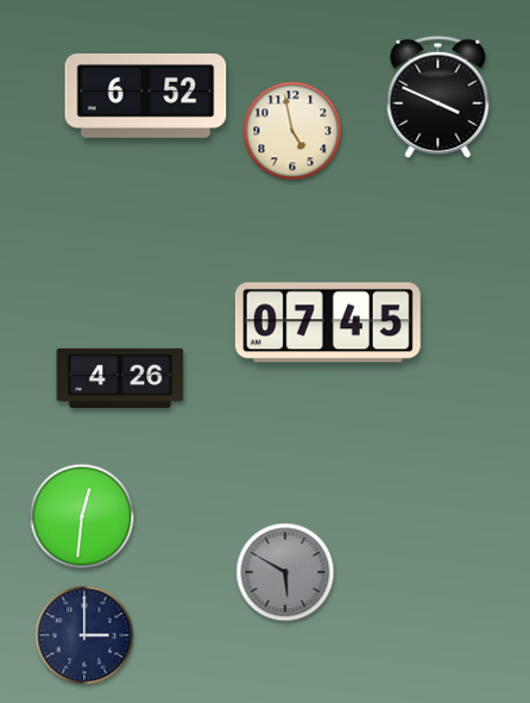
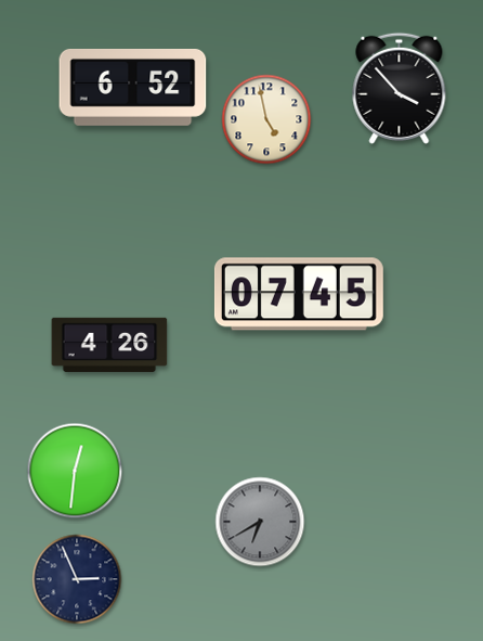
clock at (438, 96): 3:49 -> 3:53
clock at (285, 572): 5:50 -> 6:40
clock at (84, 635): 3:00 -> 2:56
